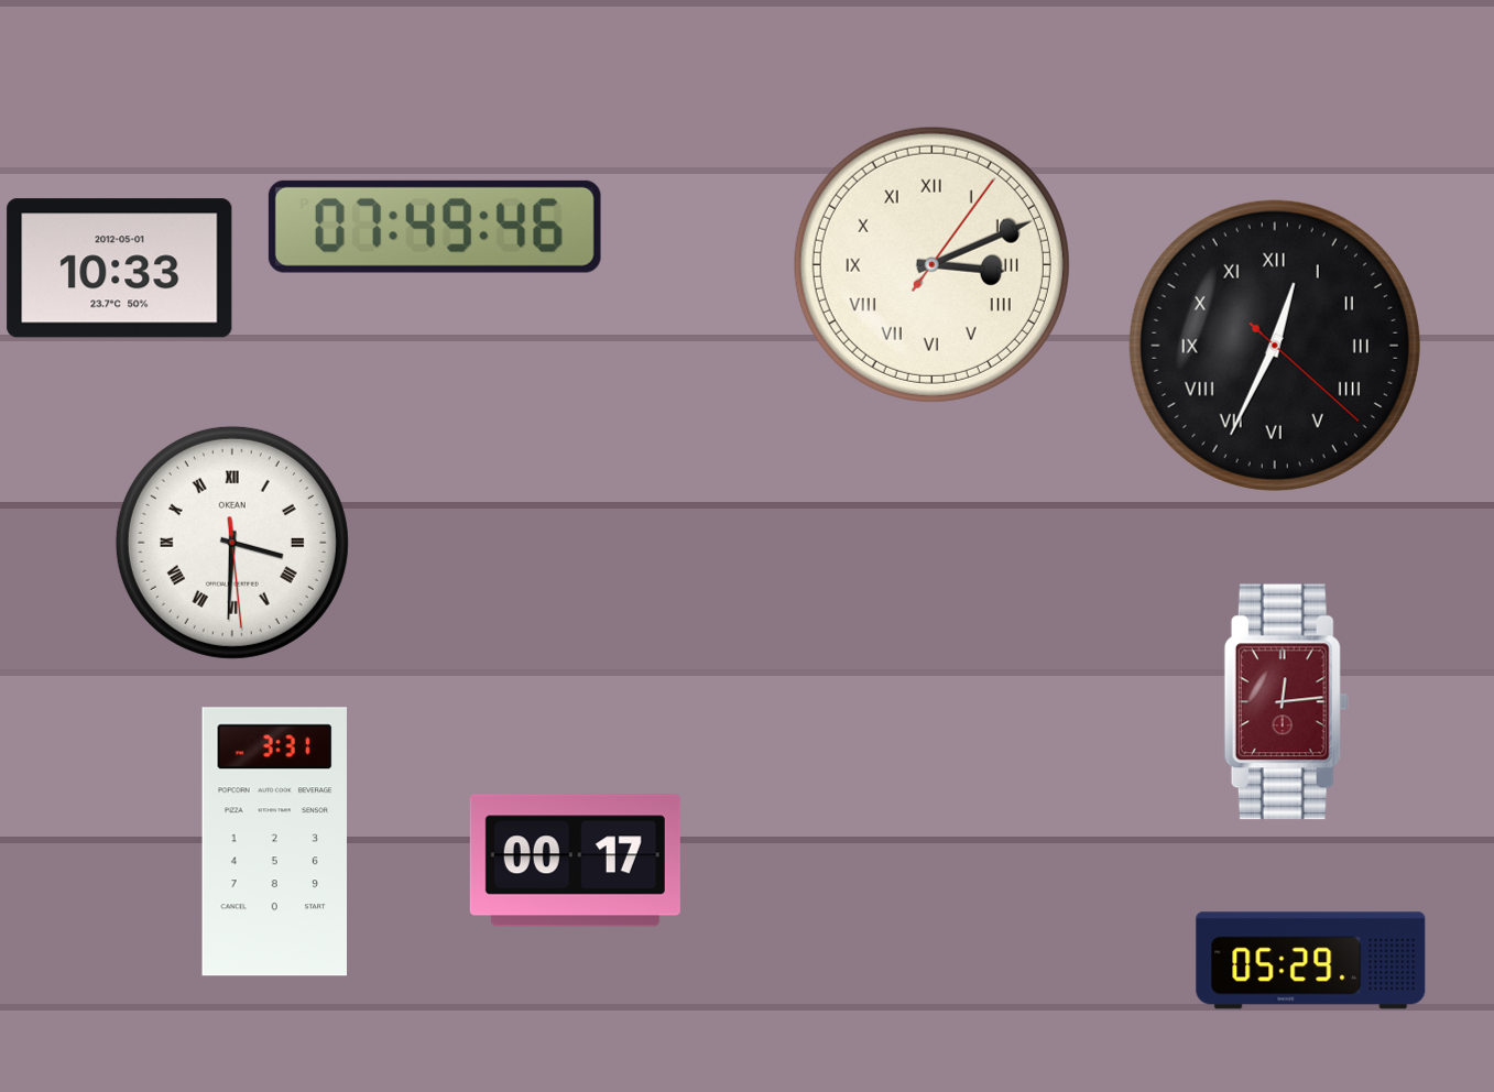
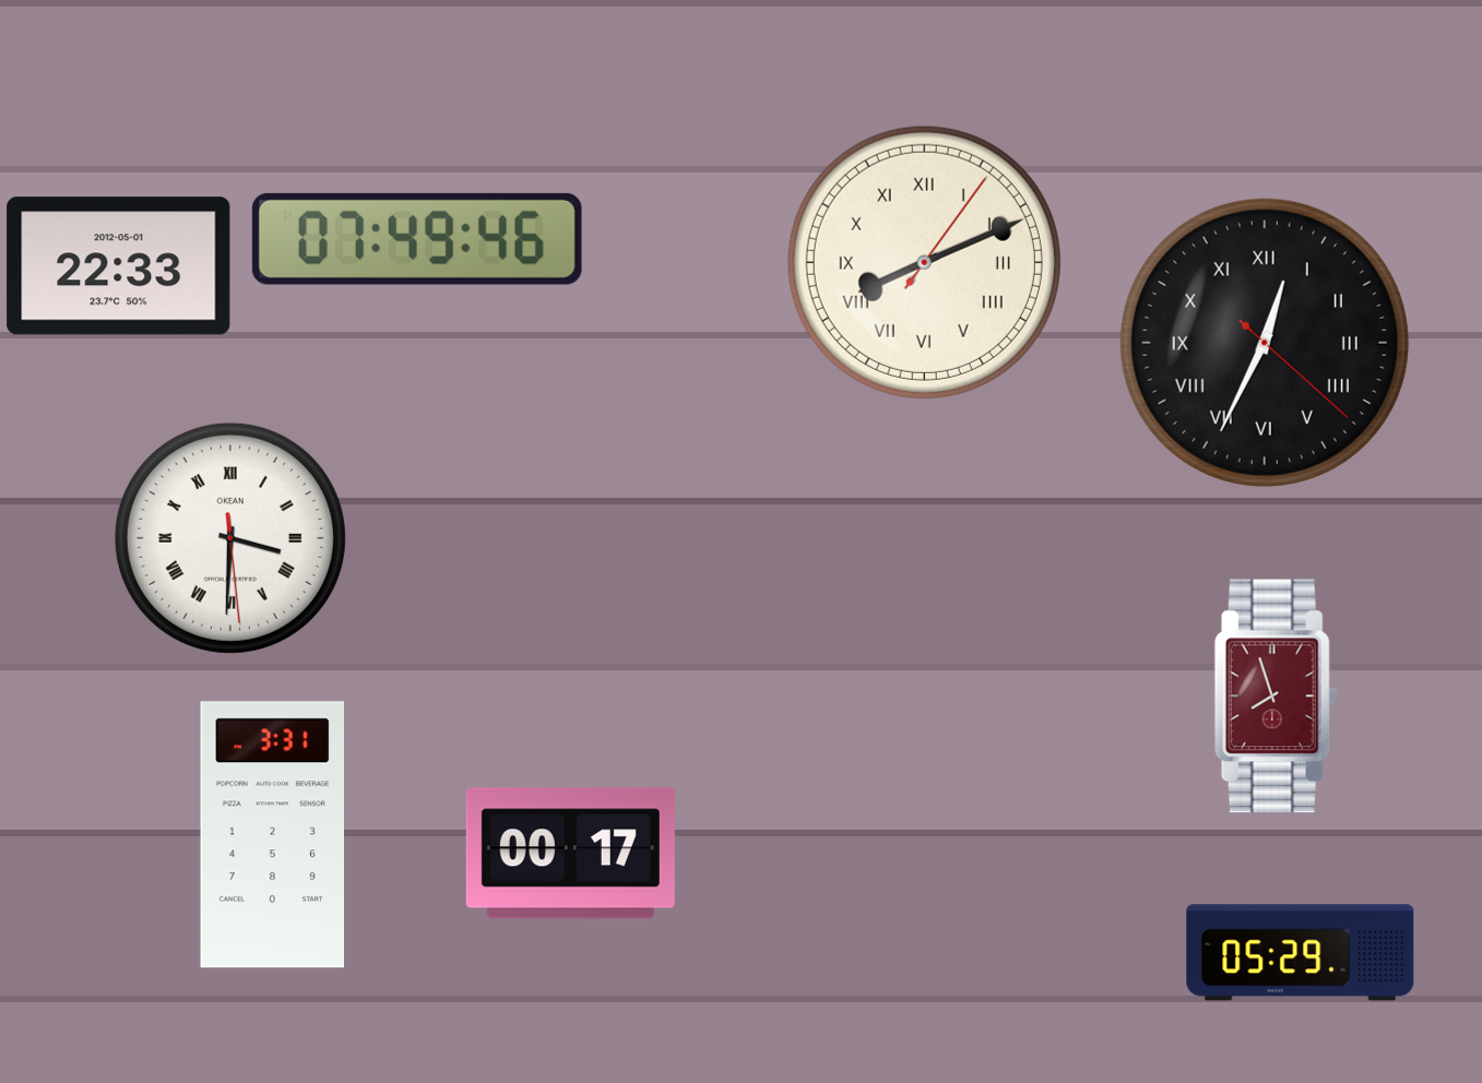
clock at (435, 227) position: (435, 227) -> (417, 239)
clock at (931, 264): 3:11 -> 8:11
clock at (120, 269): 10:33 -> 22:33
clock at (1286, 702): 12:14 -> 7:57
